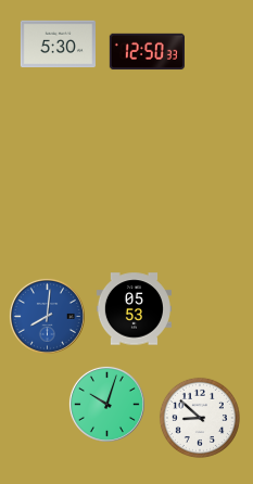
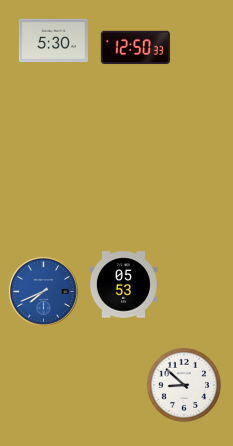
clock at (47, 316): 8:01 -> 7:41
clock at (106, 404): 10:03 -> none
